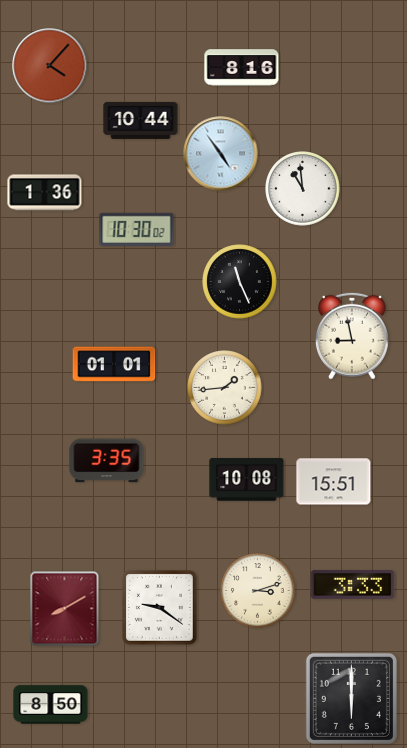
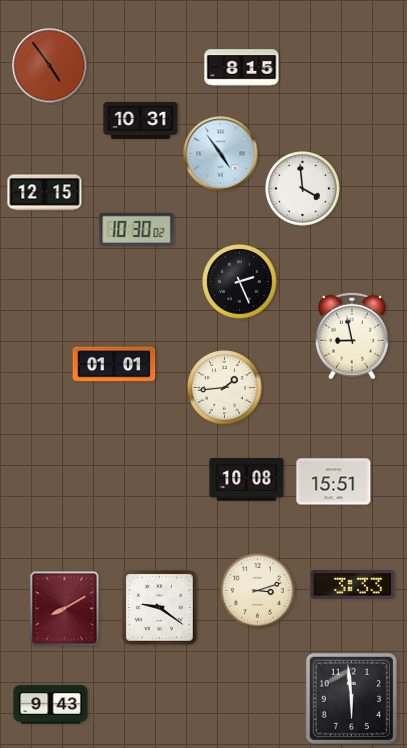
clock at (50, 66): 4:07 -> 4:54
clock at (242, 68): 8:16 -> 8:15
clock at (141, 120): 10:44 -> 10:31
clock at (303, 189): 10:59 -> 3:59
clock at (45, 193): 1:36 -> 12:15
clock at (240, 282): 11:26 -> 2:26
clock at (107, 461): 3:35 -> none
clock at (351, 698): 6:00 -> 5:59
clock at (51, 705): 8:50 -> 9:43
